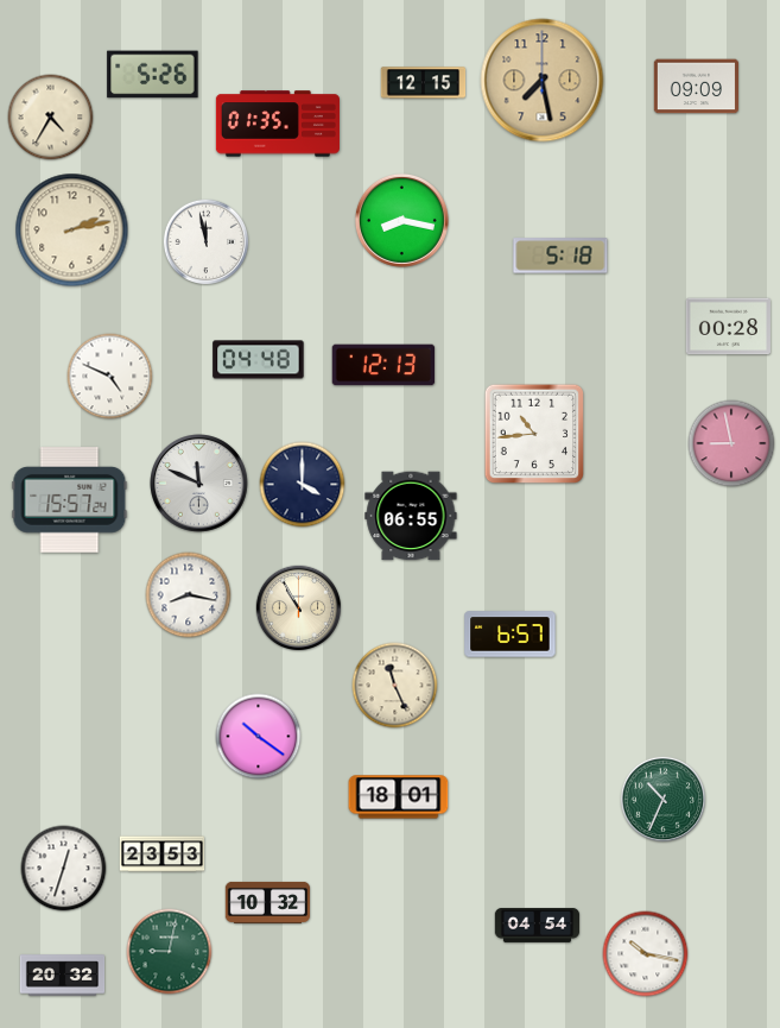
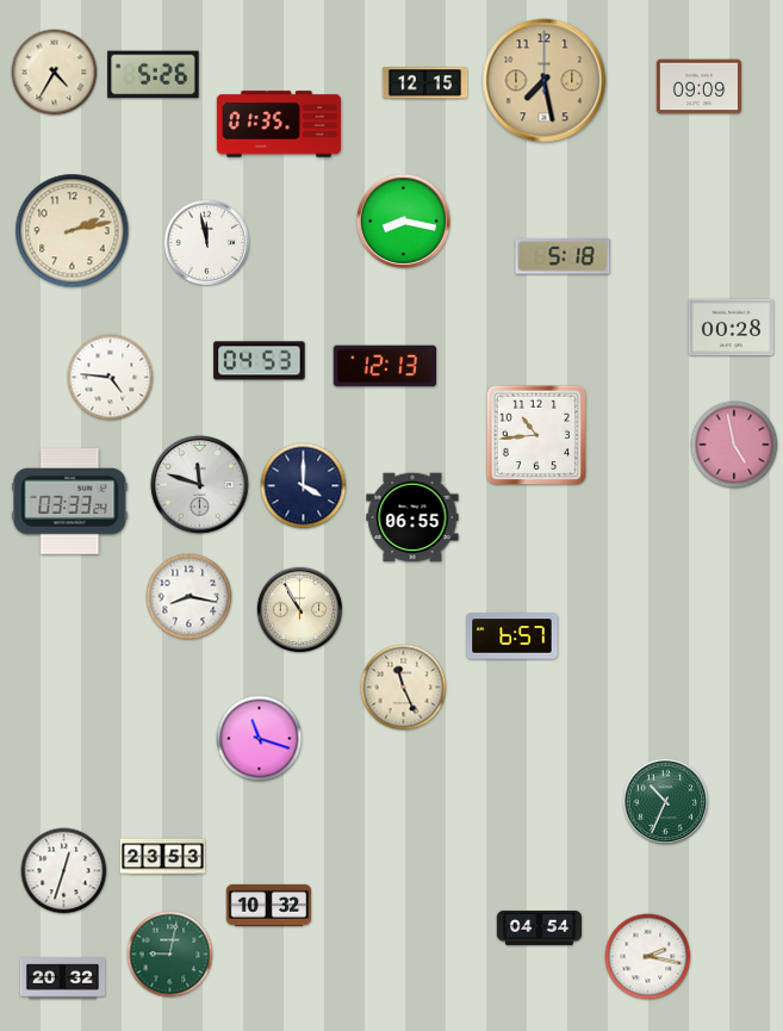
clock at (51, 118) position: (51, 118) -> (55, 73)
clock at (259, 360): 04:48 -> 04:53
clock at (110, 377): 4:49 -> 4:46
clock at (731, 443): 8:58 -> 4:58
clock at (199, 484): 11:49 -> 11:48
clock at (70, 500): 15:57 -> 03:33
clock at (395, 686) position: (395, 686) -> (404, 688)
clock at (259, 737): 10:21 -> 11:18
clock at (399, 797): 18:01 -> none
clock at (646, 954): 10:17 -> 2:17
